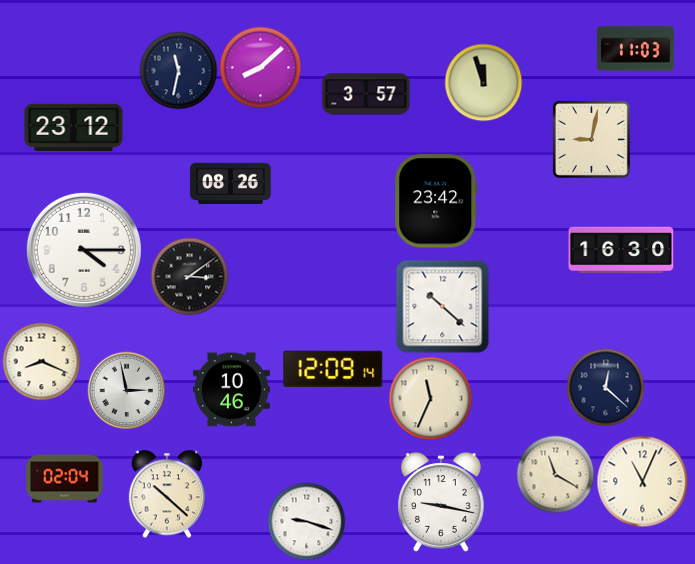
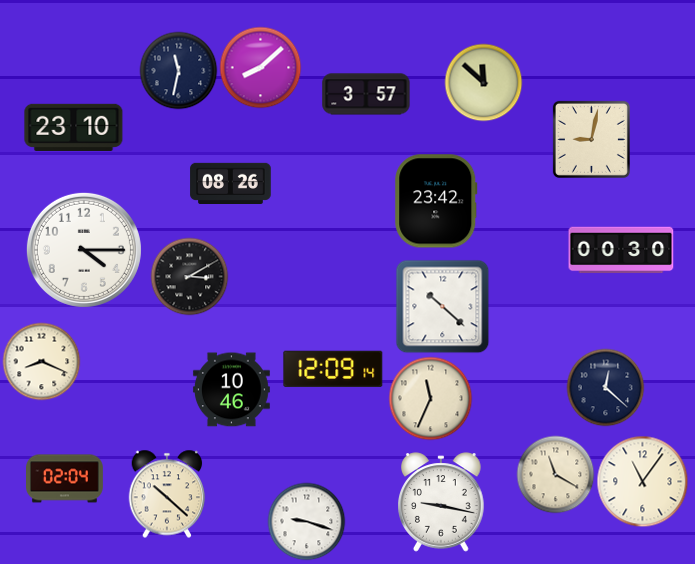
clock at (635, 49): 11:03 -> none
clock at (483, 82): 11:57 -> 11:52
clock at (74, 127): 23:12 -> 23:10
clock at (621, 250): 16:30 -> 00:30
clock at (189, 276): 3:09 -> 3:10
clock at (126, 390): 2:58 -> none
clock at (642, 481): 11:04 -> 11:06
